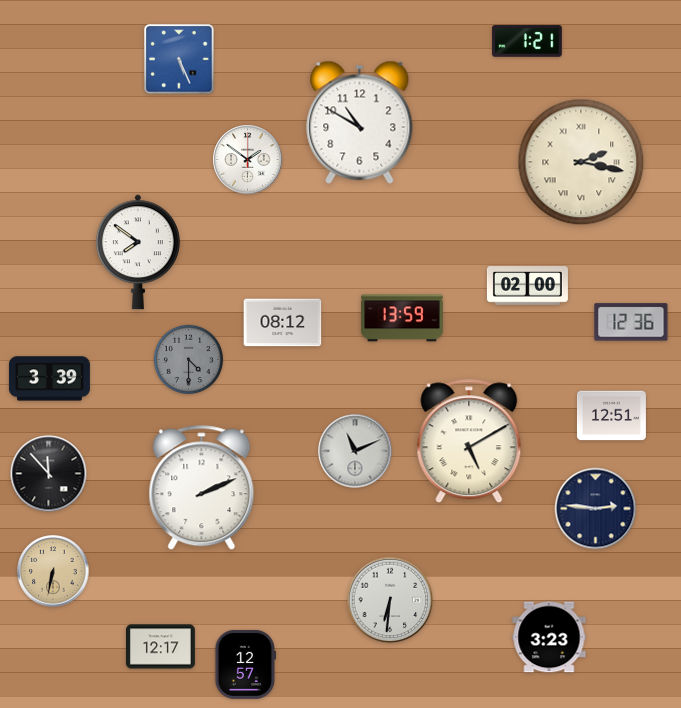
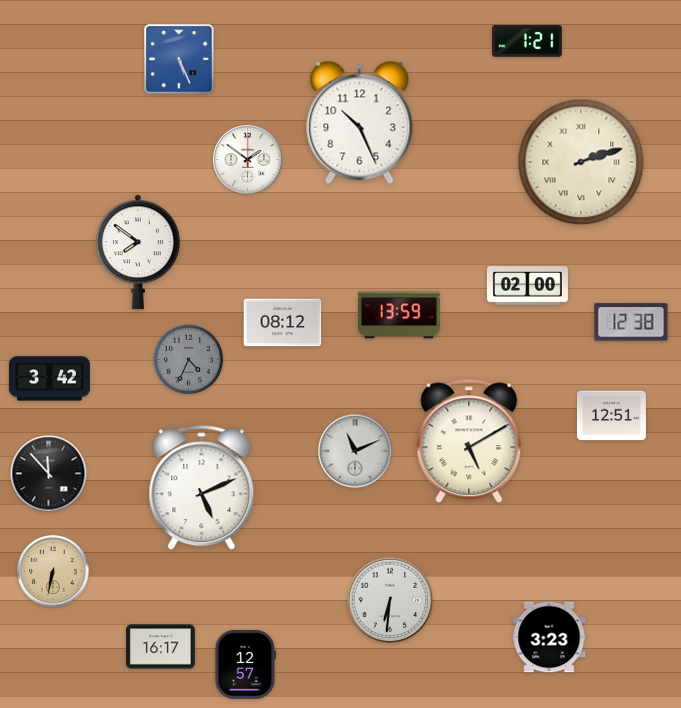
clock at (360, 122): 10:50 -> 10:26
clock at (581, 162): 2:17 -> 2:12
clock at (403, 318) position: (403, 318) -> (400, 315)
clock at (631, 322): 12:36 -> 12:38
clock at (189, 360): 4:30 -> 4:34
clock at (49, 379): 3:39 -> 3:42
clock at (202, 488): 2:11 -> 5:11
clock at (596, 509): 2:46 -> none
clock at (160, 647): 12:17 -> 16:17
